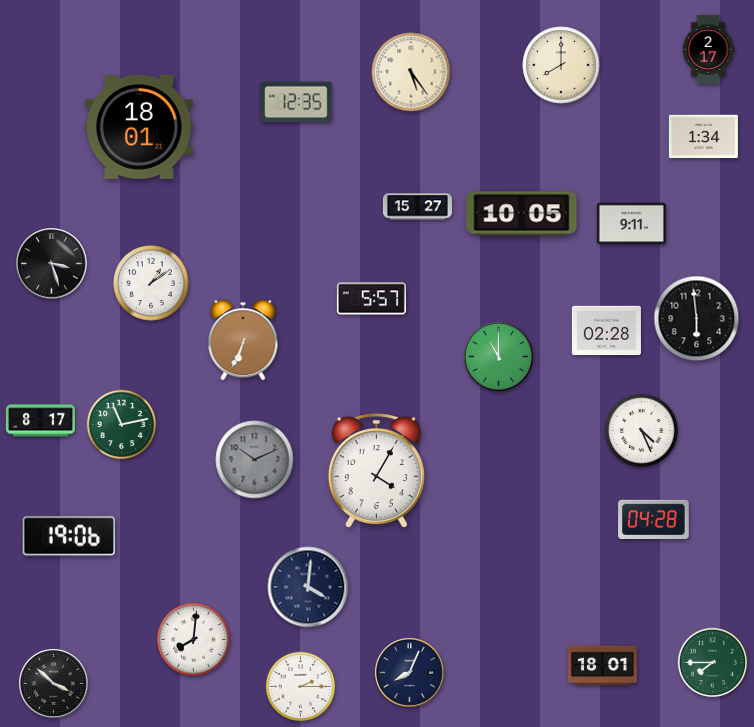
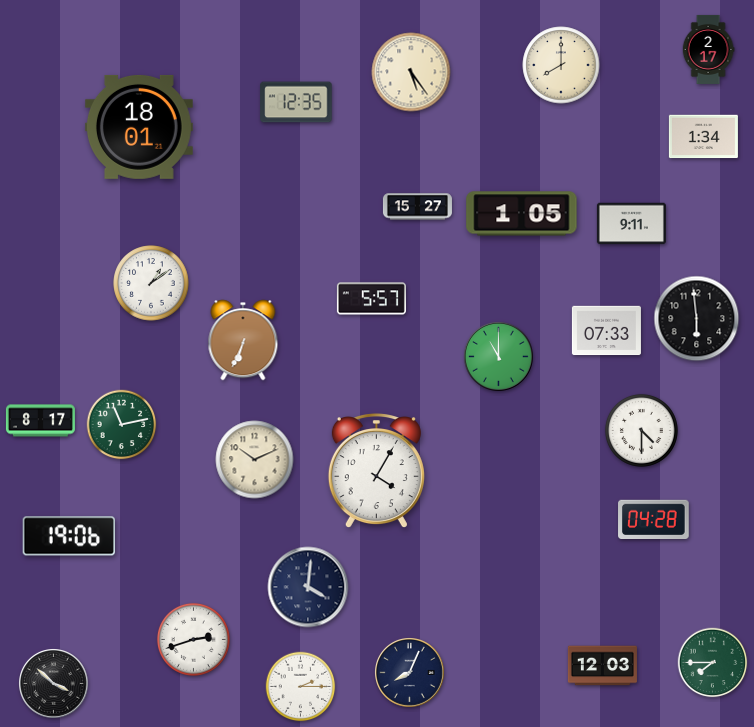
clock at (522, 214): 10:05 -> 1:05
clock at (52, 264): 3:27 -> none
clock at (606, 331): 02:28 -> 07:33
clock at (641, 430): 4:26 -> 4:30
clock at (255, 460) dial: grey -> cream
clock at (193, 639): 8:01 -> 2:42
clock at (602, 666): 18:01 -> 12:03
